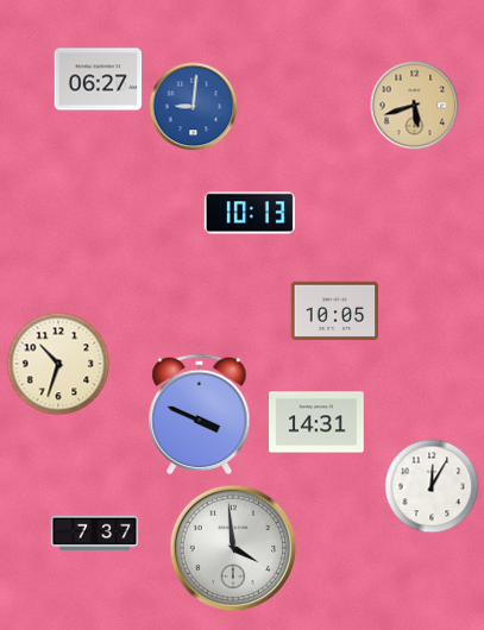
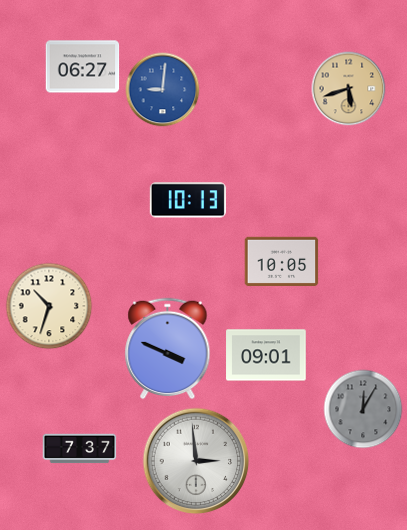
clock at (250, 213) position: (250, 213) -> (188, 200)
clock at (316, 422): 14:31 -> 09:01
clock at (432, 486) dial: white -> grey
clock at (233, 548): 3:59 -> 2:59
